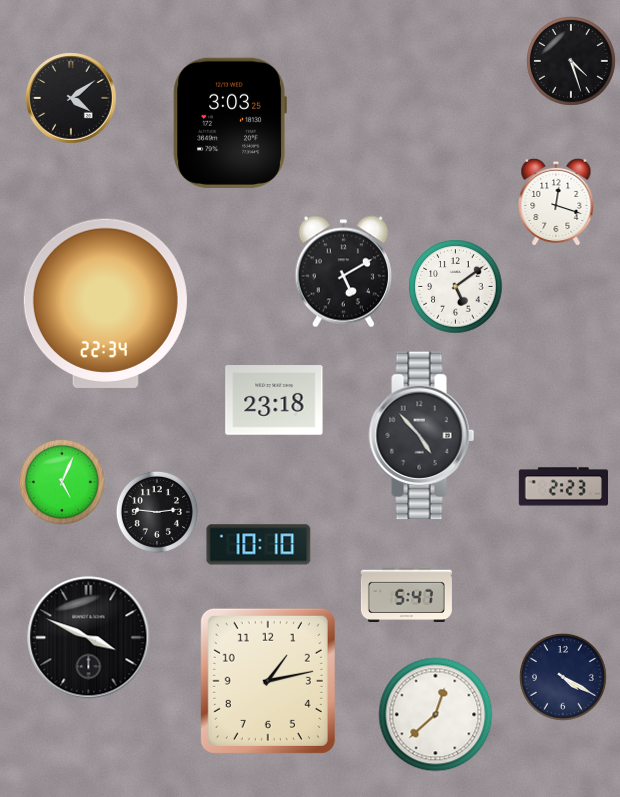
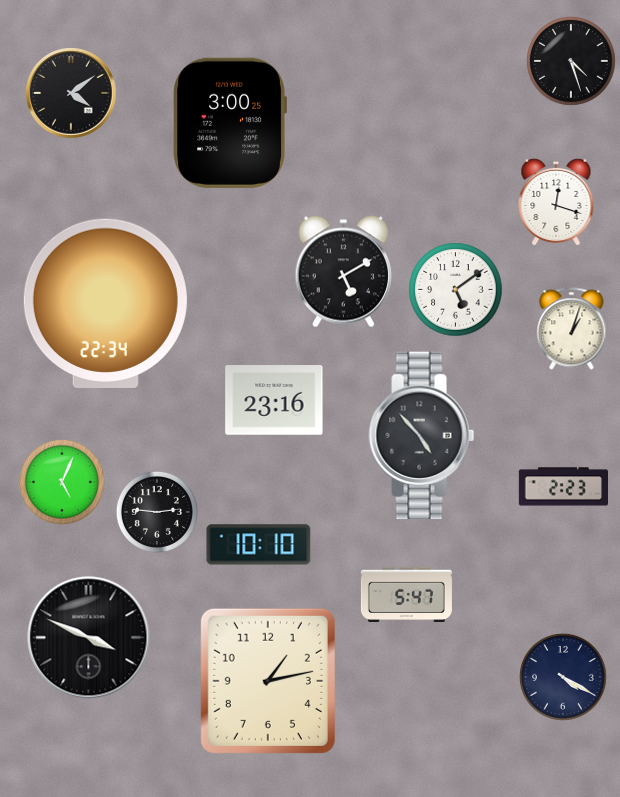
clock at (71, 98) position: (71, 98) -> (71, 93)
clock at (230, 123): 3:03 -> 3:00
clock at (456, 287) position: (456, 287) -> (456, 290)
clock at (572, 329): none -> 1:03
clock at (274, 400): 23:18 -> 23:16
clock at (436, 715): 12:38 -> none
